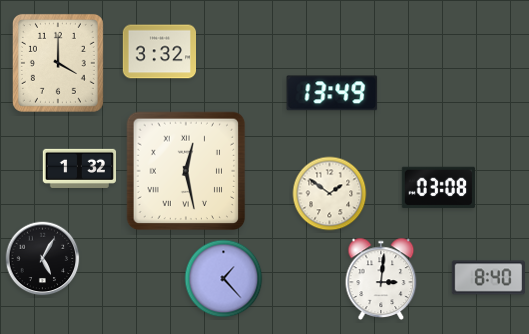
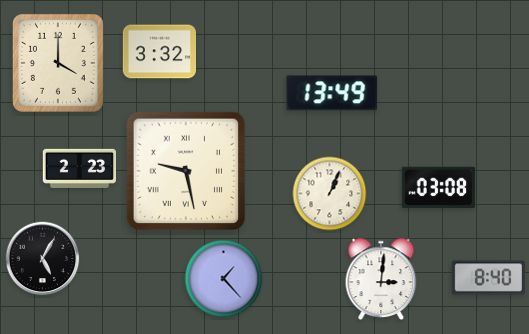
clock at (79, 168): 1:32 -> 2:23
clock at (186, 171): 12:28 -> 9:28
clock at (330, 194): 1:51 -> 1:04
